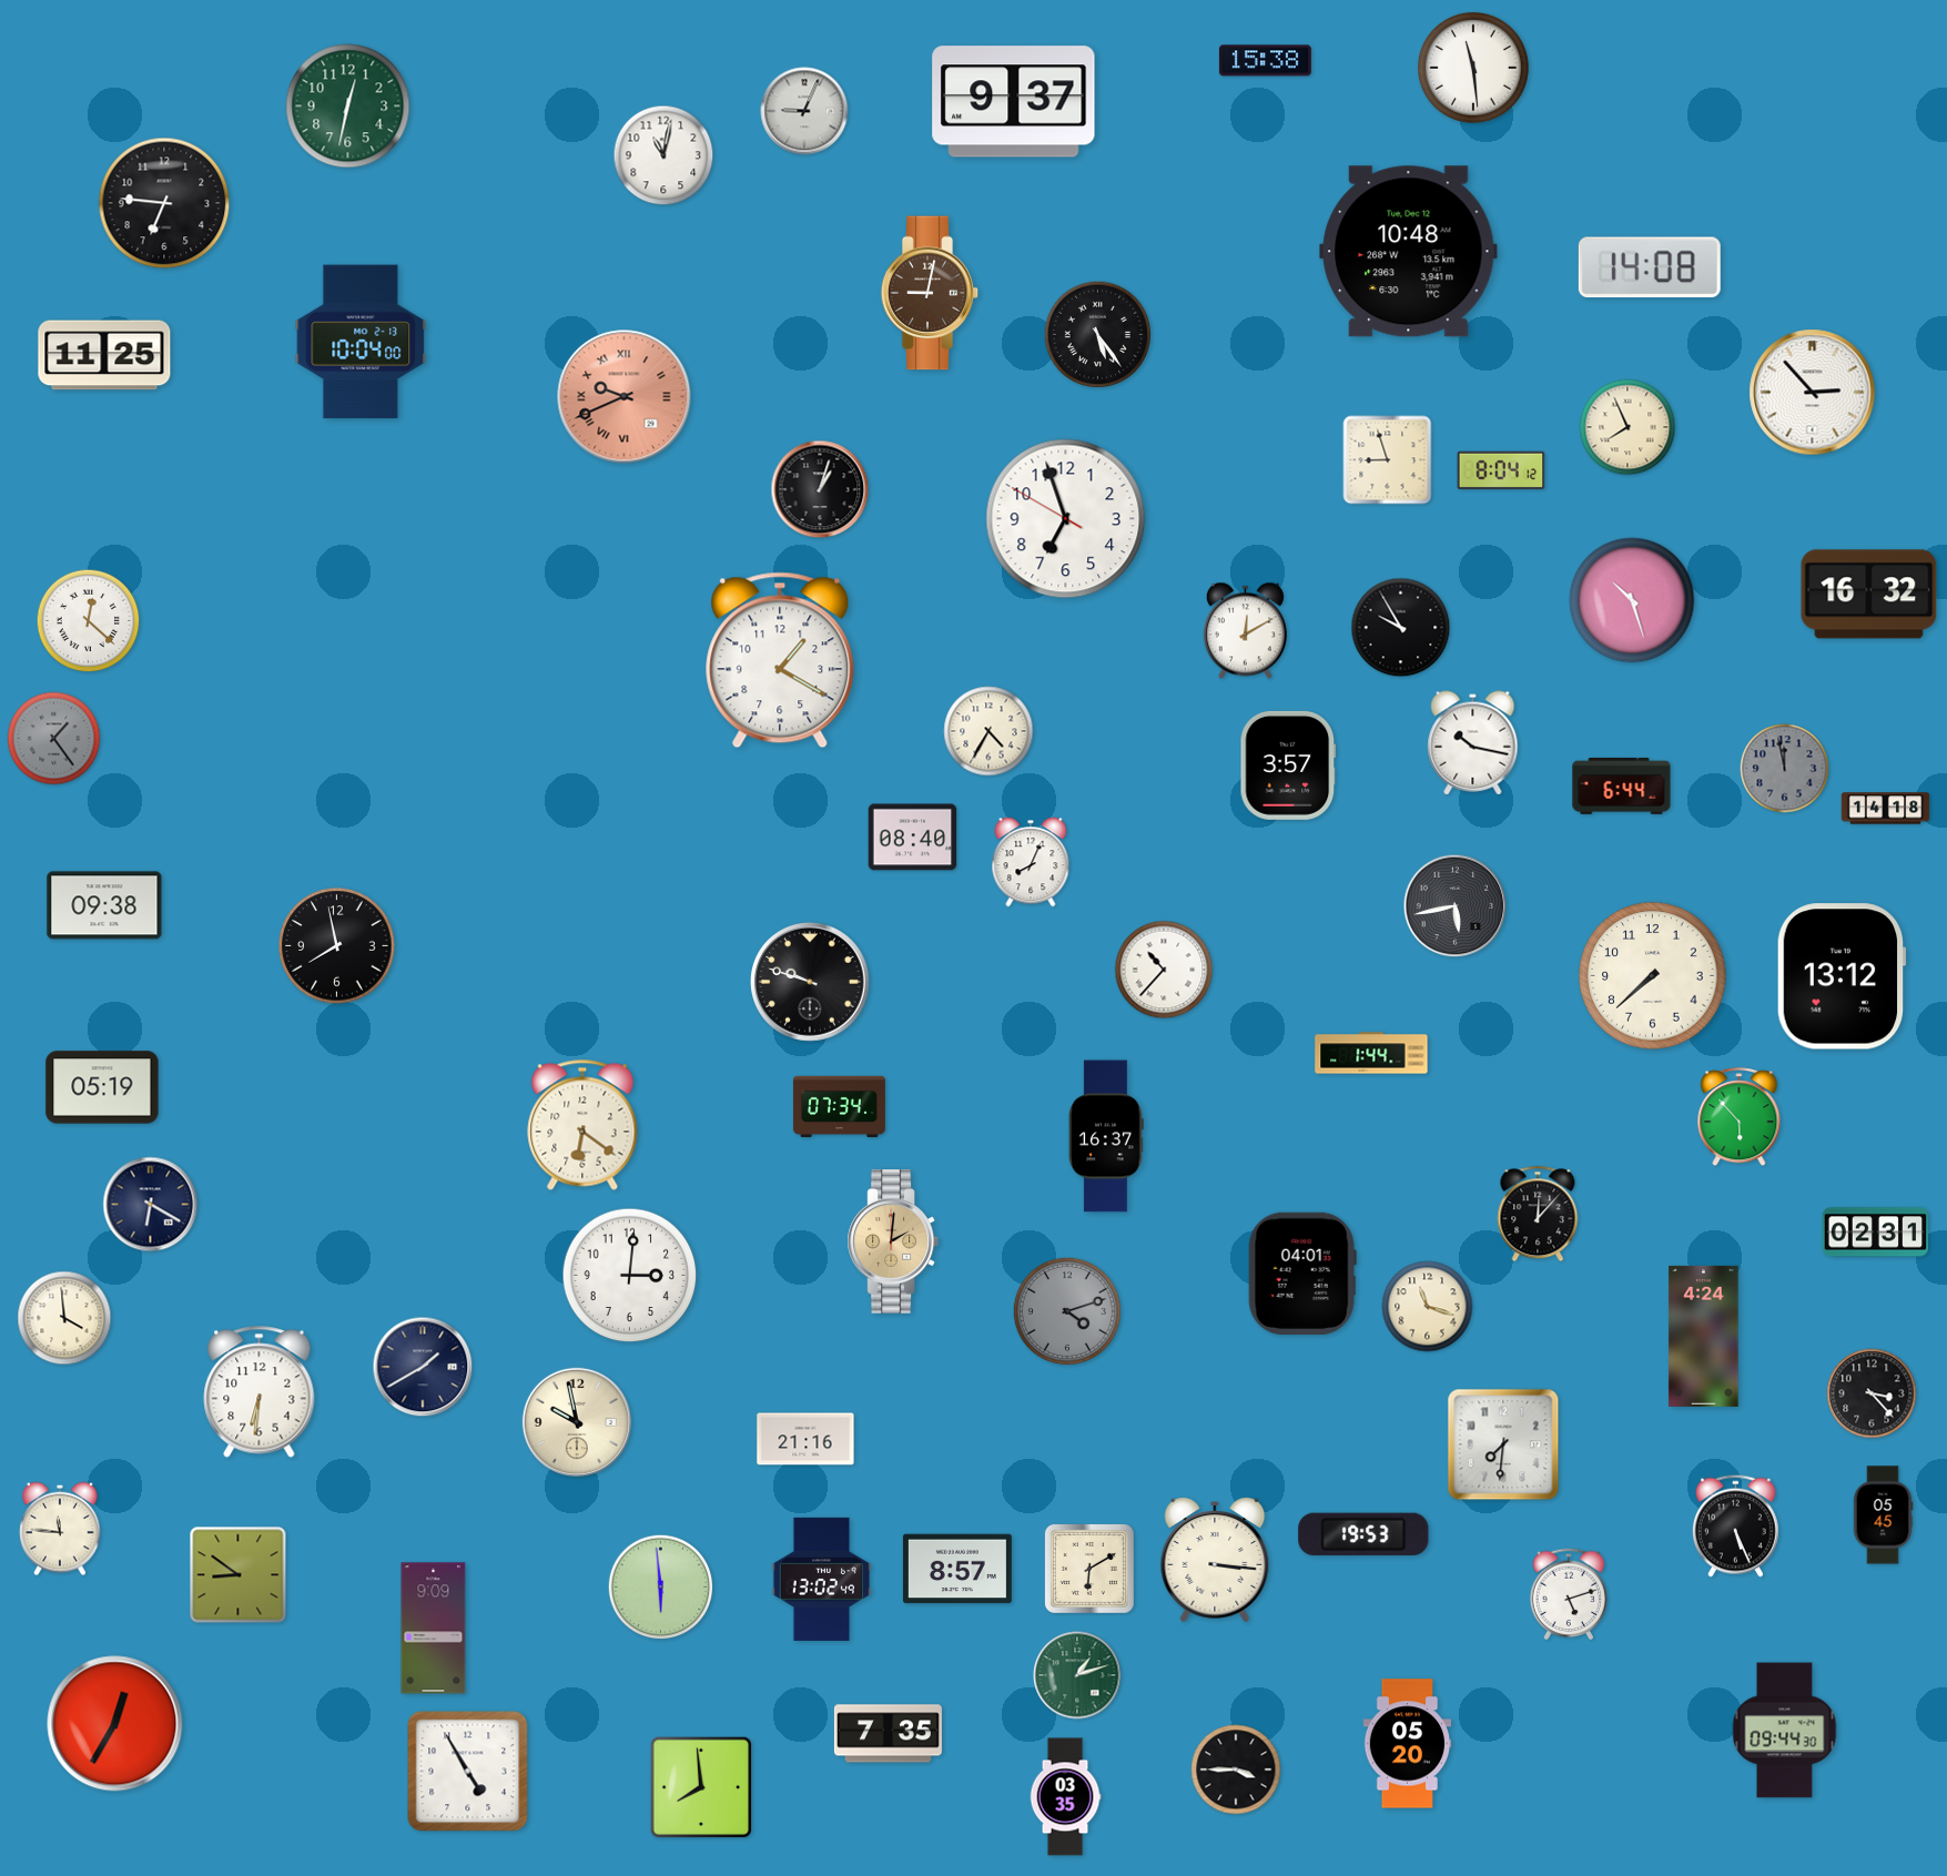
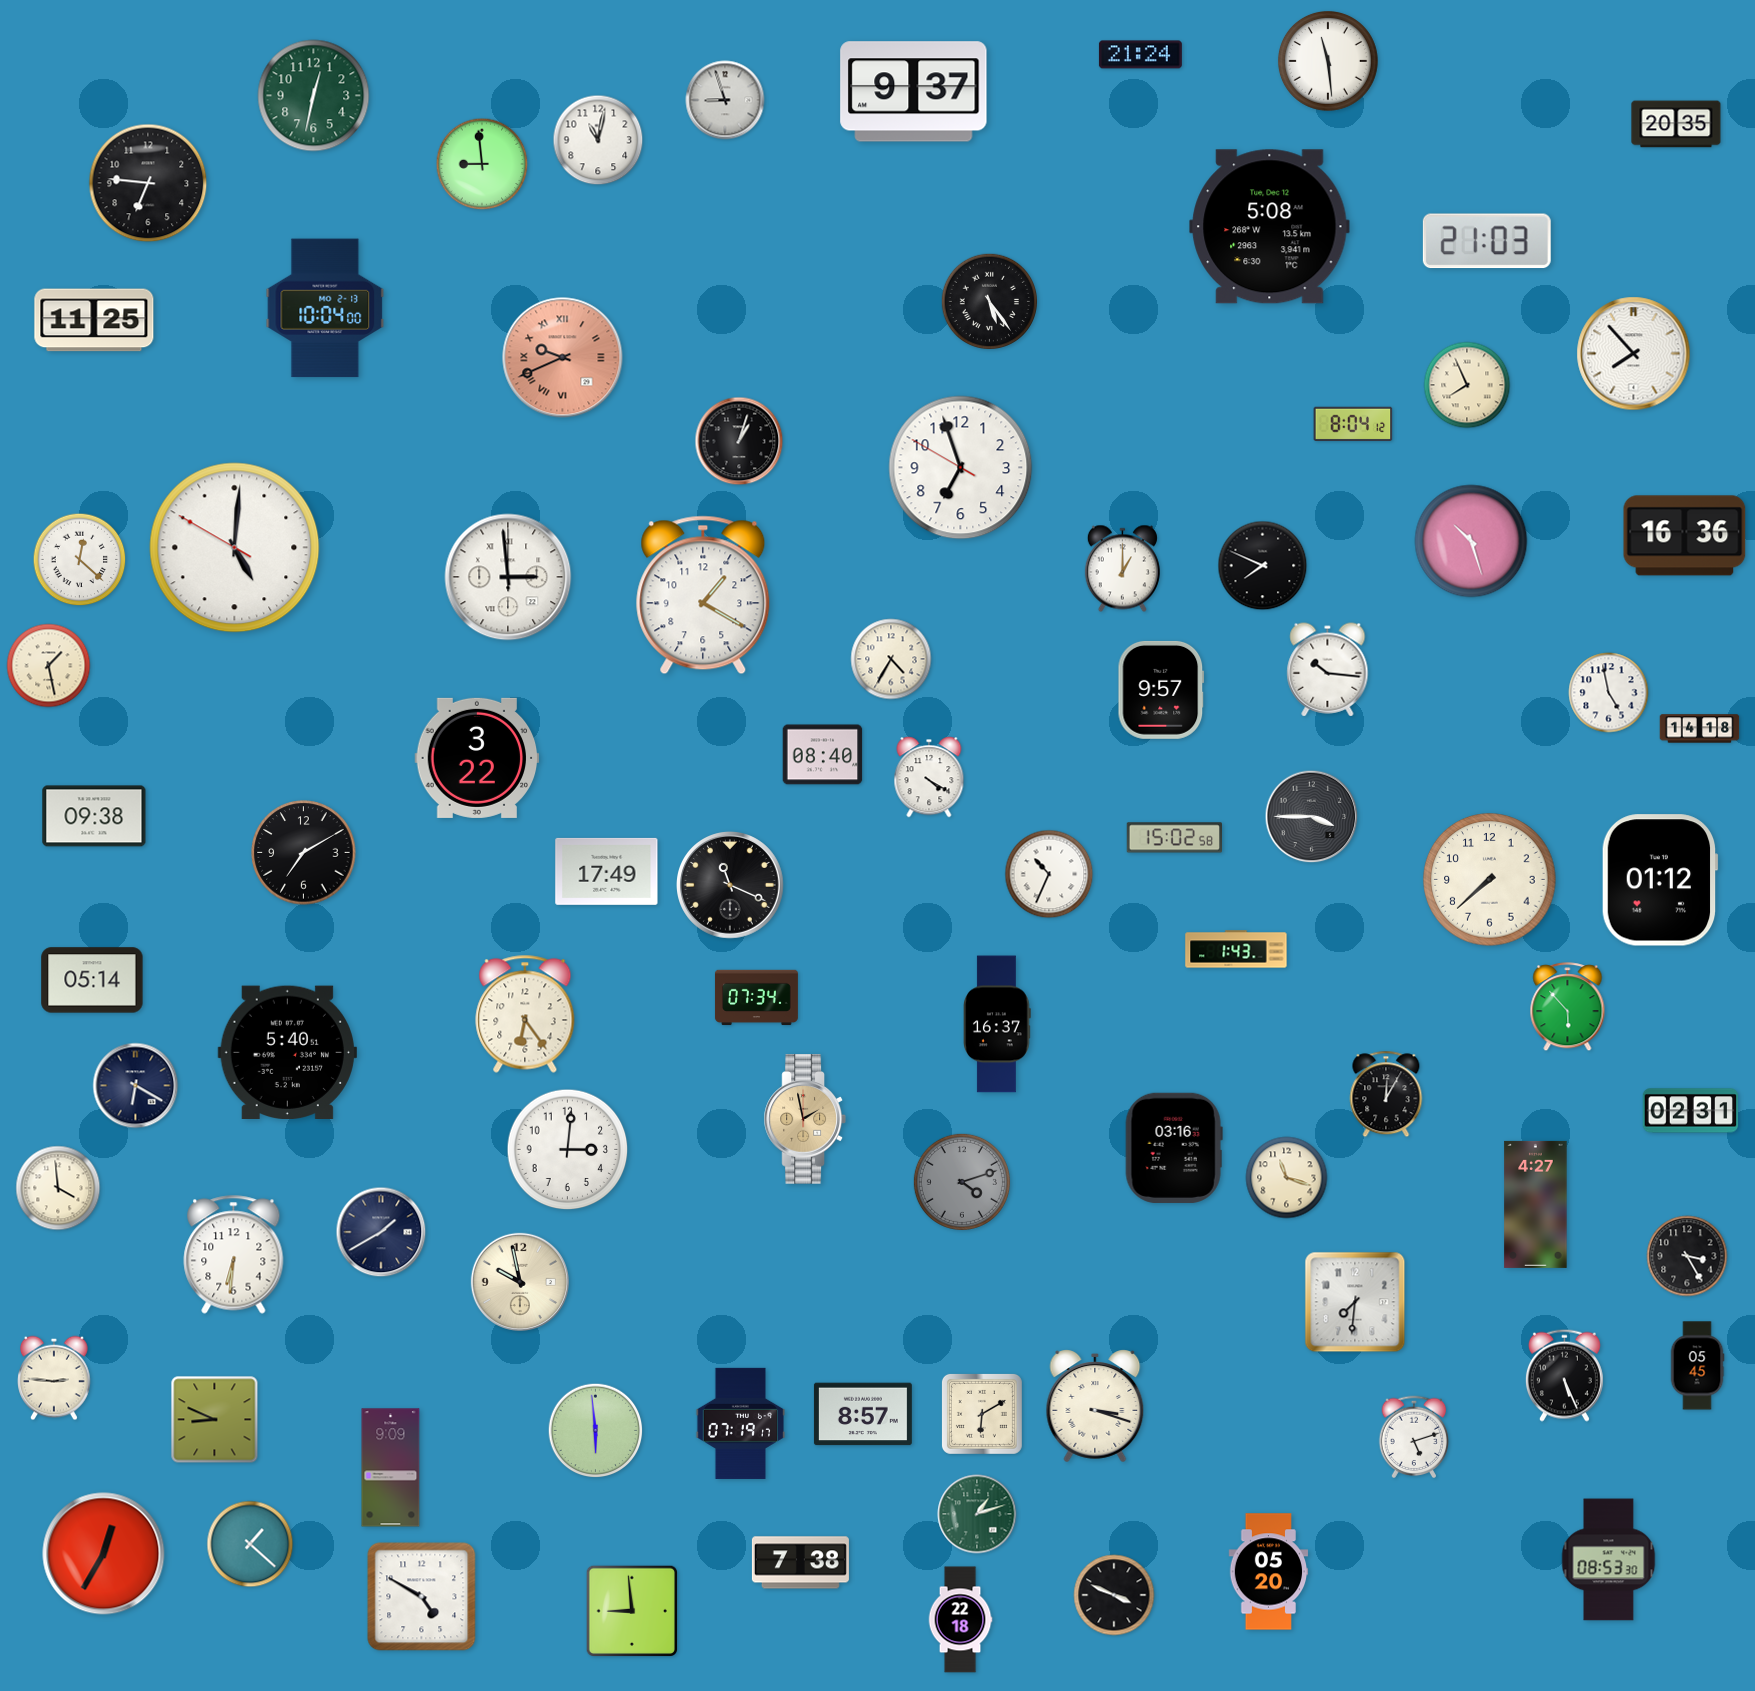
clock at (1265, 61): 15:38 -> 21:24
clock at (804, 111): 9:04 -> 8:57
clock at (1676, 124): none -> 20:35
clock at (482, 164): none -> 8:59
clock at (1409, 252): 10:48 -> 5:08
clock at (1650, 267): 14:08 -> 21:03
clock at (930, 293): 9:02 -> none
clock at (1813, 393): 2:53 -> 7:53
clock at (1388, 460): 8:57 -> none
clock at (1869, 595): 16:32 -> 16:36
clock at (235, 548): none -> 5:00
clock at (1401, 628): 9:55 -> 7:49
clock at (1245, 631): 12:10 -> 1:00
clock at (508, 577): none -> 2:59
clock at (54, 739): 1:24 -> 1:28
clock at (54, 739) dial: grey -> cream
clock at (1473, 743): 10:17 -> 10:16
clock at (1288, 765): 3:57 -> 9:57
clock at (1785, 769): 11:58 -> 4:58
clock at (1785, 769) dial: grey -> white
clock at (1622, 785): 6:44 -> none
clock at (477, 758): none -> 3:22
clock at (1031, 862): 8:04 -> 4:20
clock at (1456, 906): 5:43 -> 3:45
clock at (1174, 838): none -> 15:02
clock at (337, 946): 7:58 -> 7:10
clock at (607, 871): none -> 17:49
clock at (1164, 970): 10:37 -> 10:34
clock at (1842, 976): 13:12 -> 01:12
clock at (811, 983): 9:48 -> 11:19
clock at (1371, 1053): 1:44 -> 1:43
clock at (102, 1087): 05:19 -> 05:14
clock at (582, 1125): 6:21 -> 6:24
clock at (287, 1053): none -> 5:40
clock at (1538, 1214): 12:07 -> 12:05
clock at (893, 1241): 2:01 -> 1:58
clock at (1302, 1274): 04:01 -> 03:16
clock at (1704, 1336): 4:24 -> 4:27
clock at (1872, 1393): 3:23 -> 3:25
clock at (805, 1439): 21:16 -> none
clock at (61, 1529): 11:46 -> 2:46
clock at (1363, 1533): 19:53 -> none
clock at (1215, 1560): 3:16 -> 3:18
clock at (239, 1575): 8:51 -> 8:49
clock at (822, 1579): 13:02 -> 07:19
clock at (1077, 1675) position: (1077, 1675) -> (977, 1514)
clock at (250, 1544): none -> 1:22
clock at (1785, 1731): 09:44 -> 08:53
clock at (888, 1734): 7:35 -> 7:38
clock at (1236, 1769): 3:45 -> 3:49
clock at (468, 1772): 4:55 -> 4:50
clock at (700, 1786): 7:59 -> 8:59
clock at (1065, 1797): 03:35 -> 22:18
